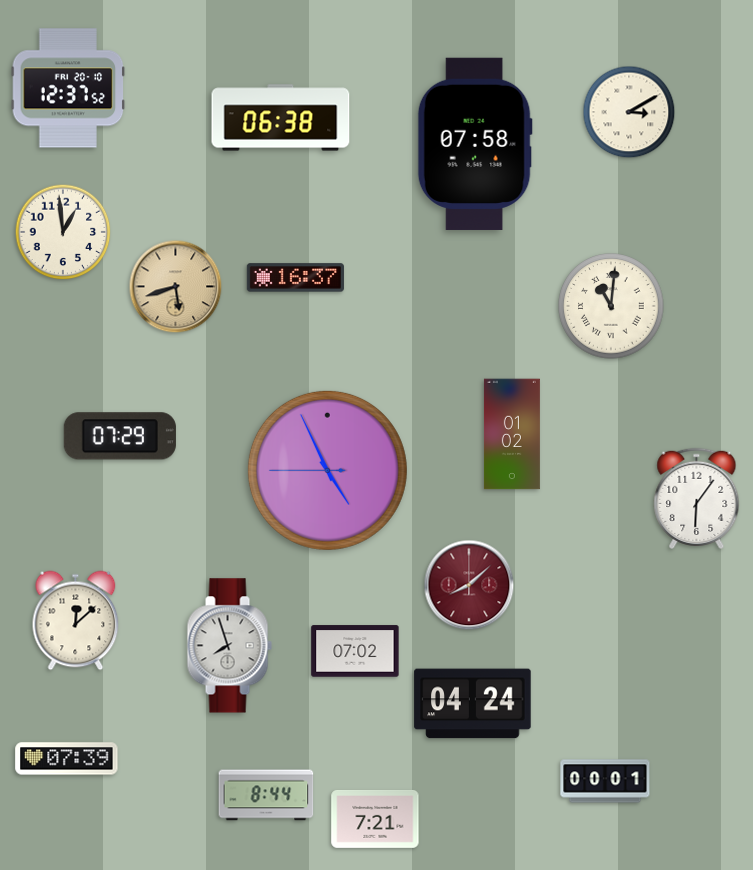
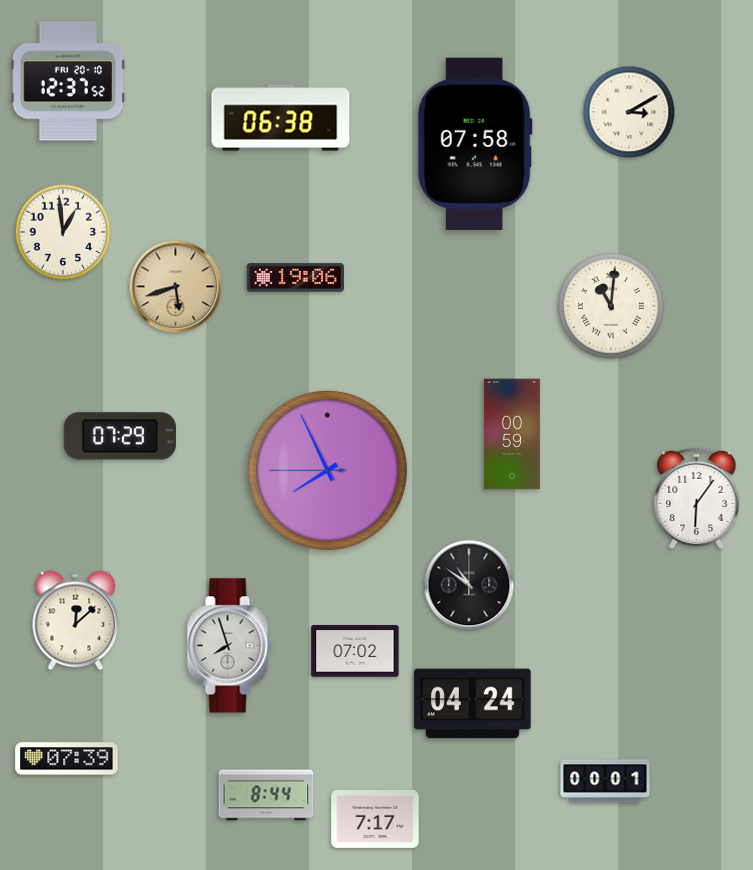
clock at (68, 88) position: (68, 88) -> (68, 81)
clock at (295, 278): 16:37 -> 19:06
clock at (512, 434): 01:02 -> 00:59
clock at (327, 470): 4:55 -> 7:55
clock at (469, 585): 8:08 -> 10:51
clock at (469, 585) dial: burgundy -> black
clock at (375, 819): 7:21 -> 7:17
